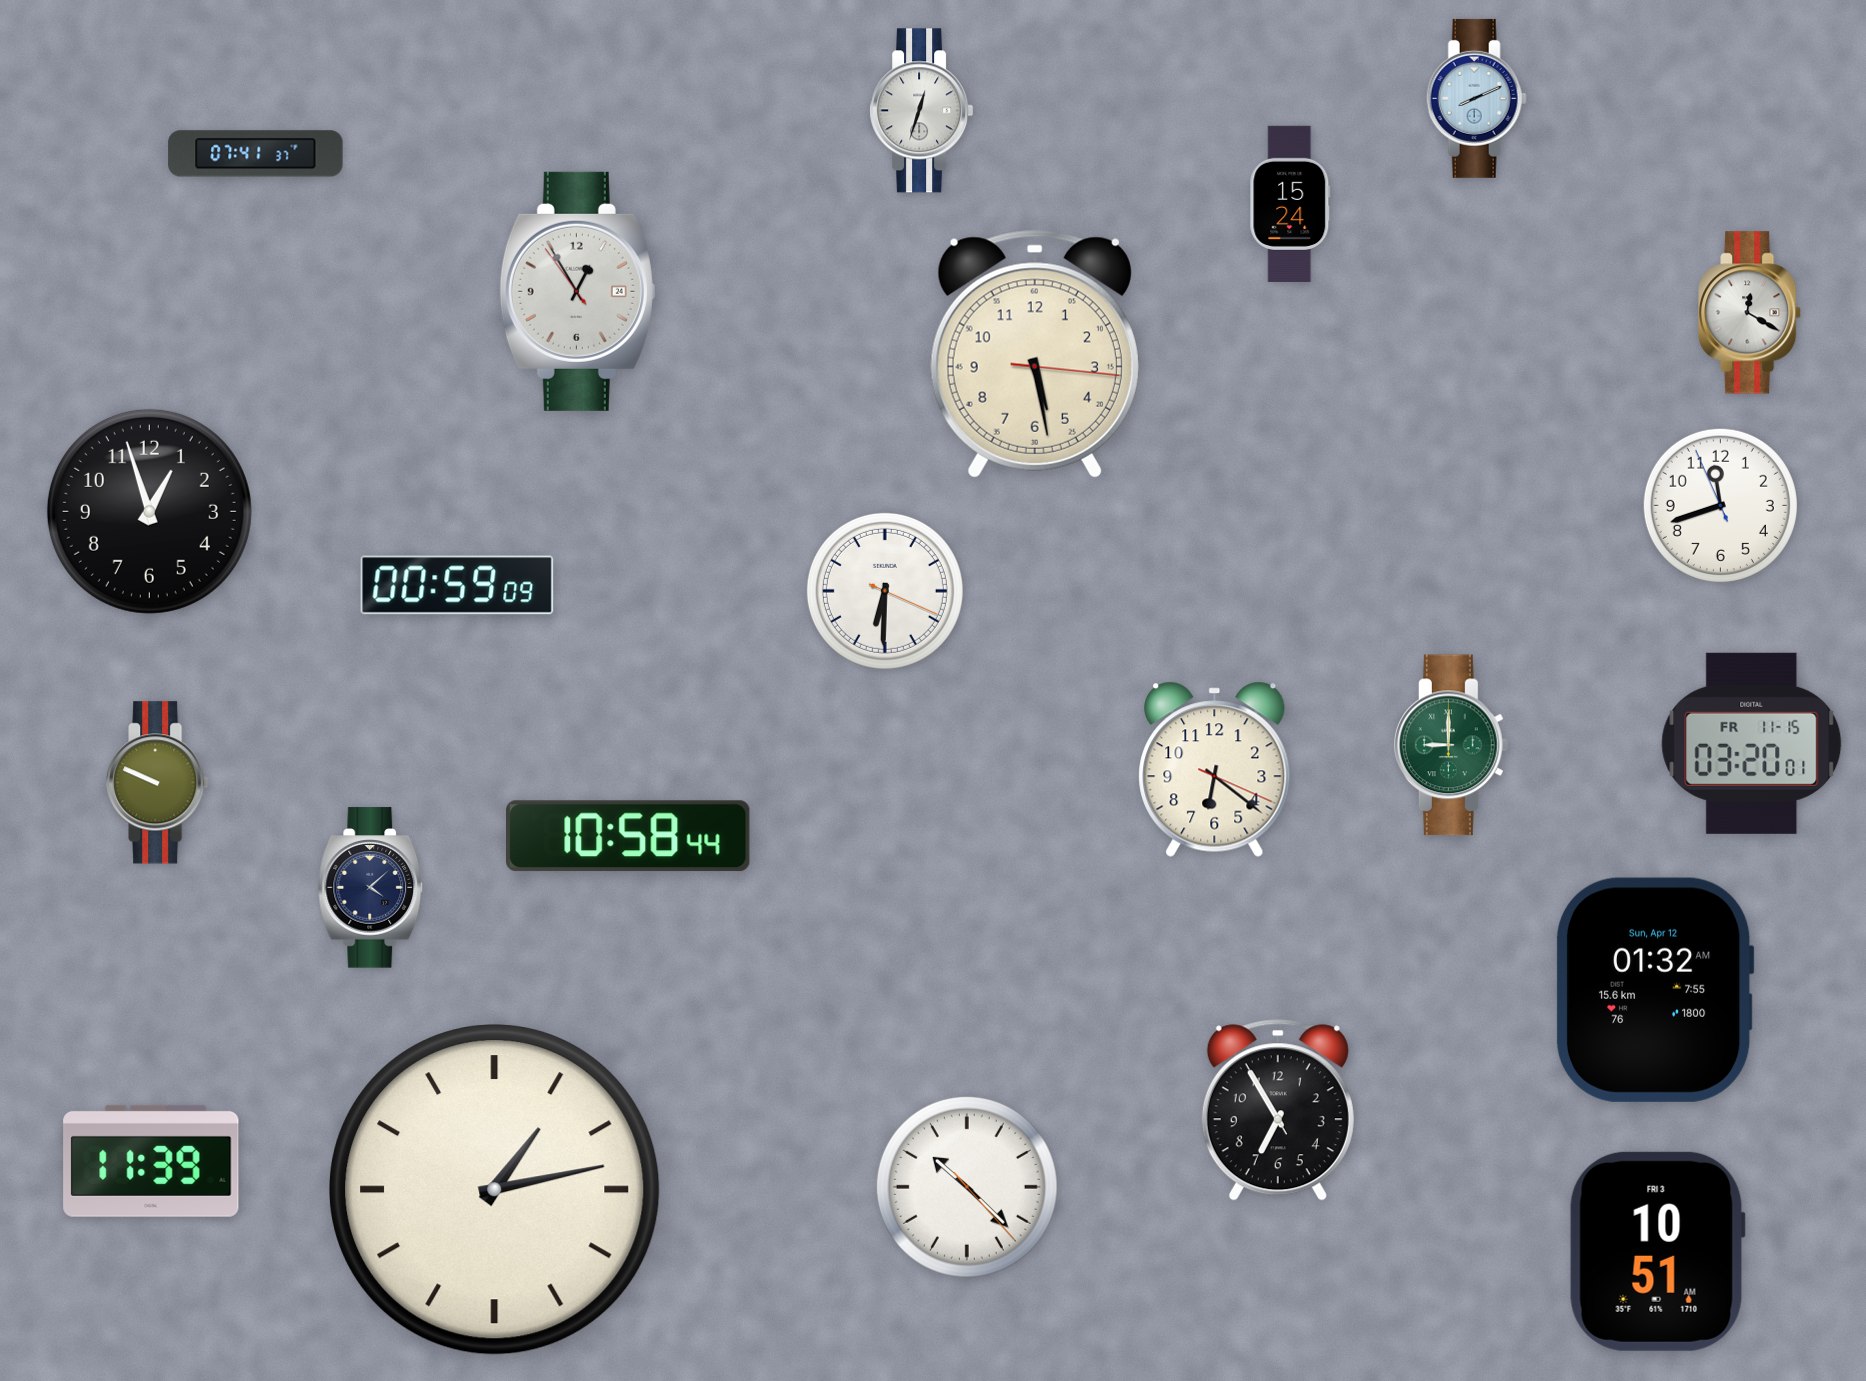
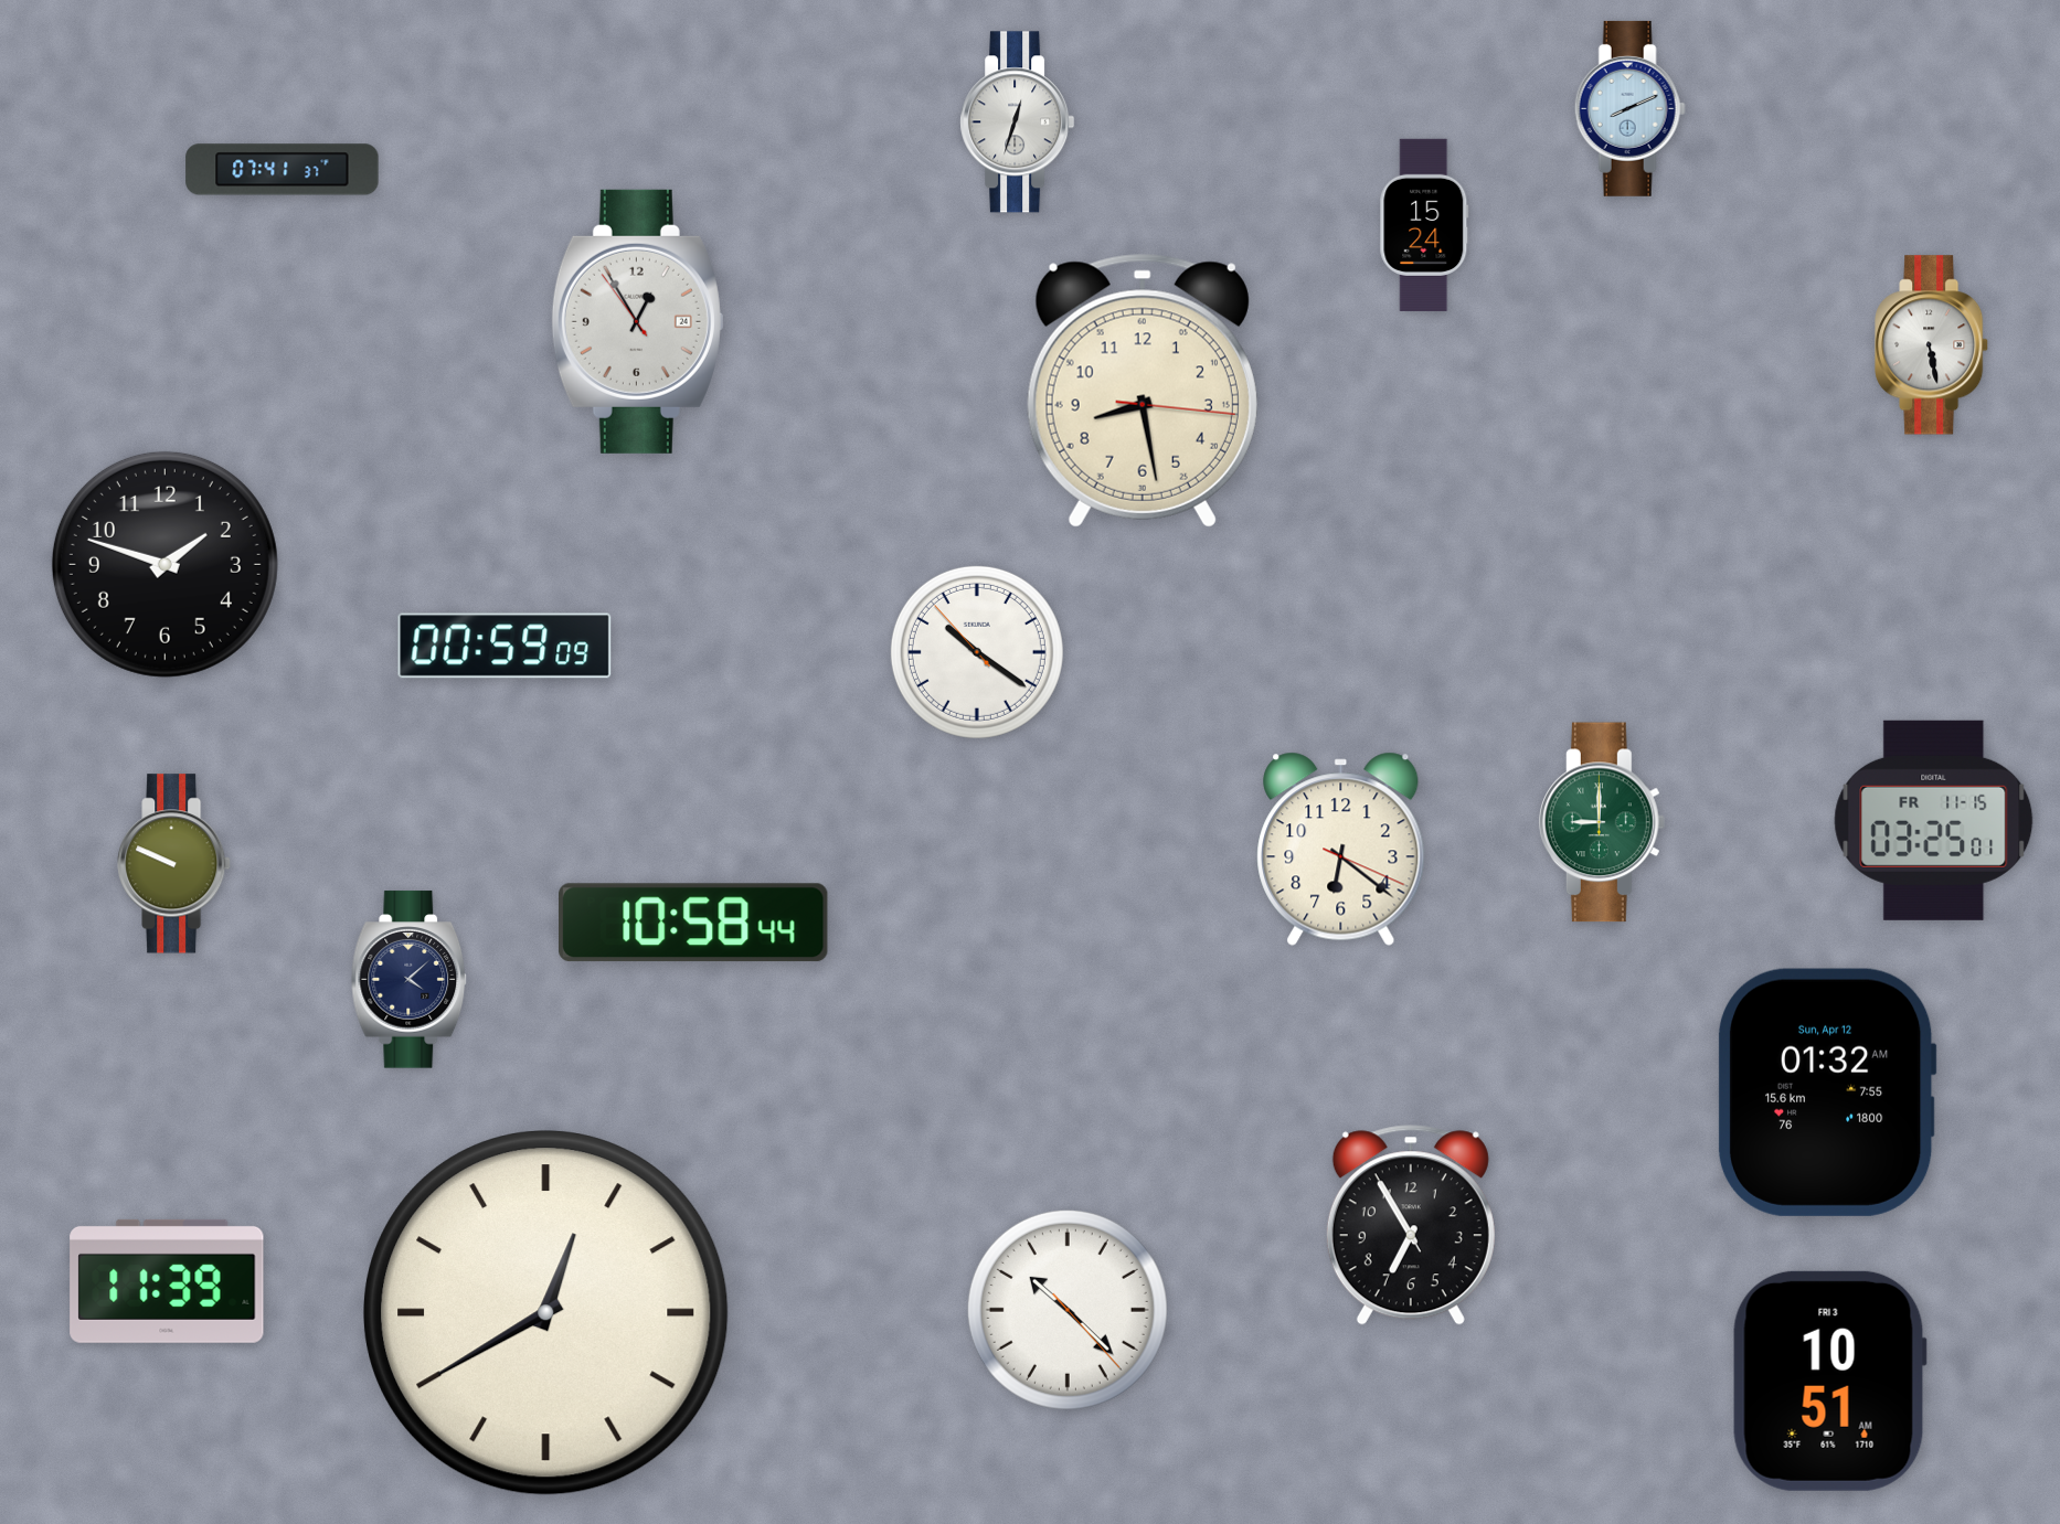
clock at (1750, 313): 12:20 -> 5:28
clock at (1035, 354): 5:28 -> 8:28
clock at (1720, 505): 11:41 -> none
clock at (149, 511): 12:57 -> 1:48
clock at (885, 591): 6:30 -> 10:20
clock at (1752, 743): 03:20 -> 03:25
clock at (495, 1190): 1:13 -> 12:40
